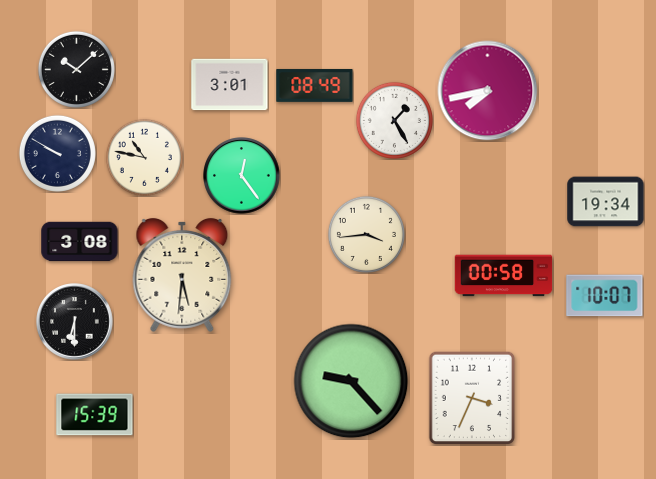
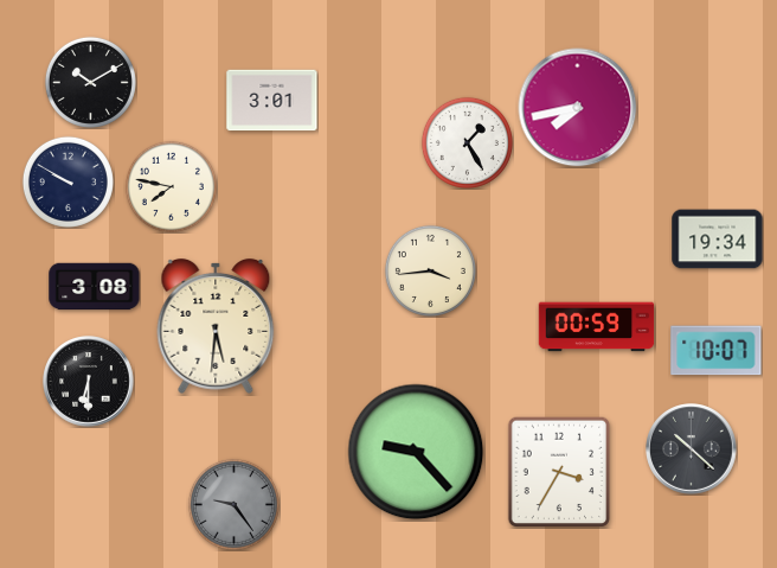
clock at (76, 69): 10:08 -> 10:10
clock at (315, 85): 08:49 -> none
clock at (144, 157): 10:47 -> 7:47
clock at (242, 176): 12:24 -> none
clock at (366, 234) position: (366, 234) -> (430, 270)
clock at (504, 276): 00:58 -> 00:59
clock at (692, 449): none -> 10:22
clock at (472, 398): 3:34 -> 3:35
clock at (95, 415): 15:39 -> none
clock at (233, 504): none -> 9:24
